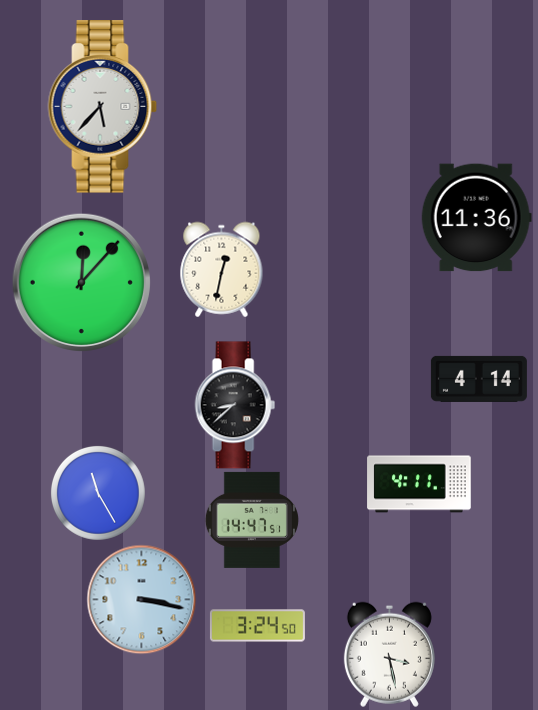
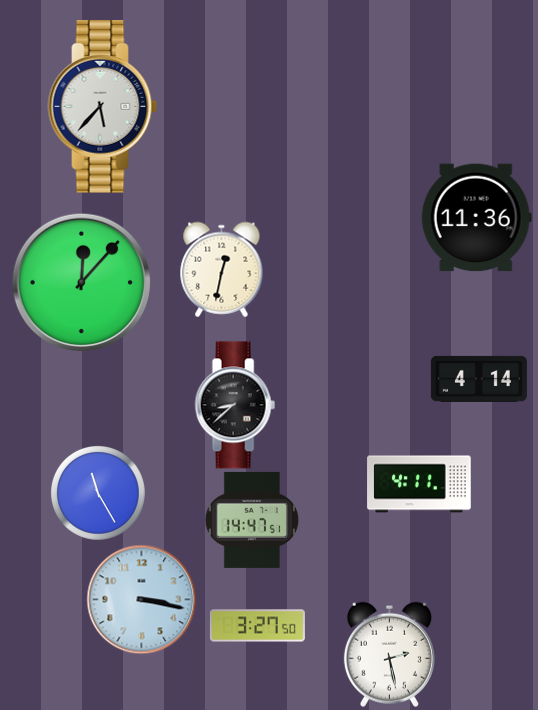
clock at (257, 626): 3:24 -> 3:27
clock at (389, 654): 3:28 -> 2:28
